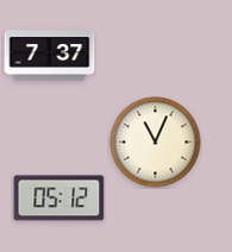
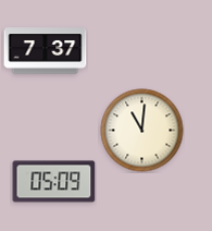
clock at (156, 143): 11:04 -> 11:01
clock at (59, 199): 05:12 -> 05:09
